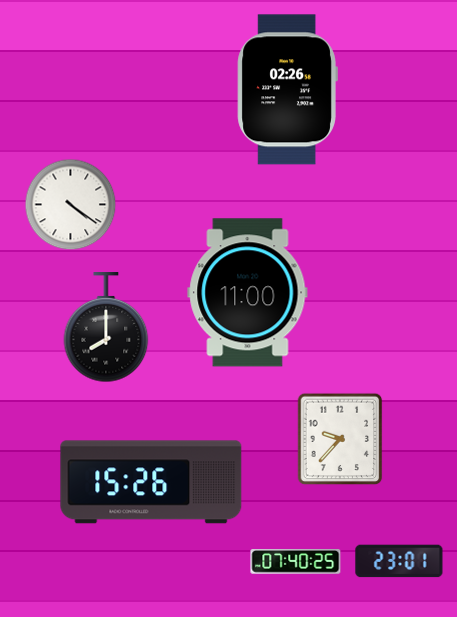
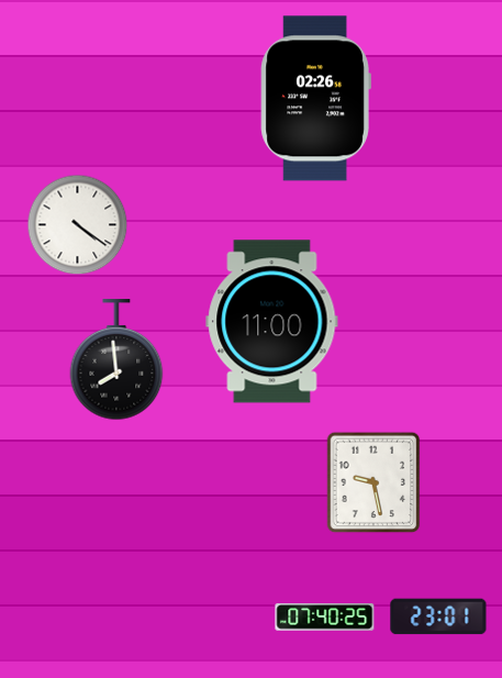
clock at (106, 328): 8:00 -> 7:59
clock at (340, 439): 9:37 -> 9:28
clock at (151, 482): 15:26 -> none
